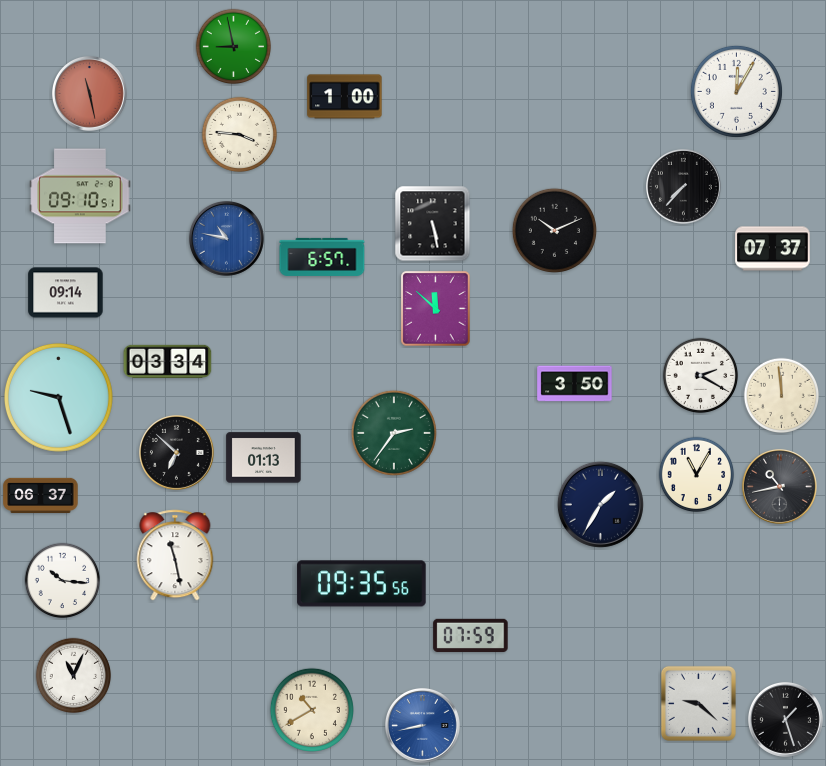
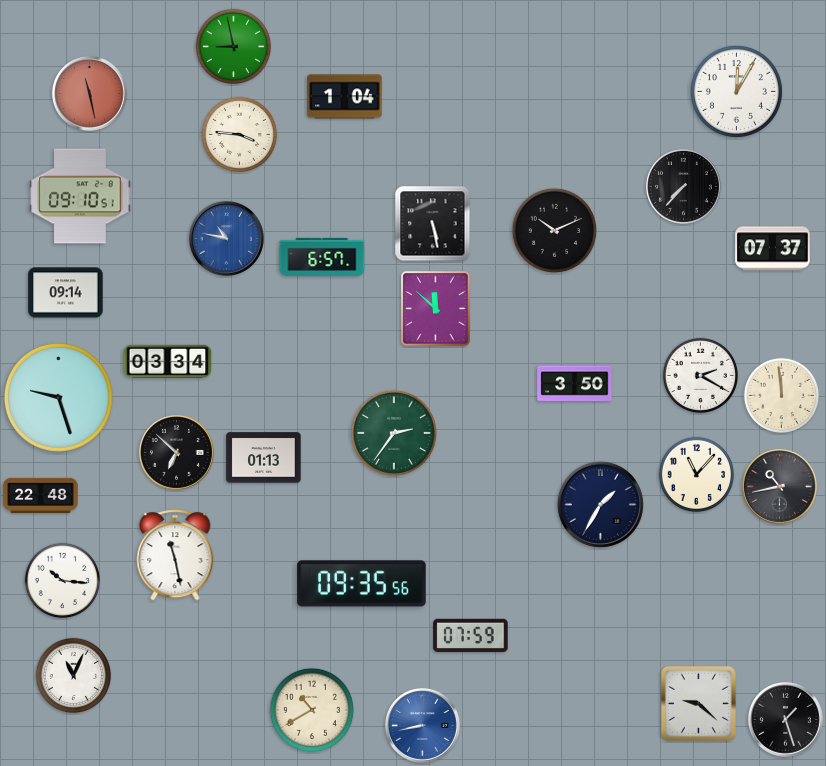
clock at (345, 97): 1:00 -> 1:04
clock at (697, 475): 11:05 -> 11:07
clock at (41, 495): 06:37 -> 22:48
